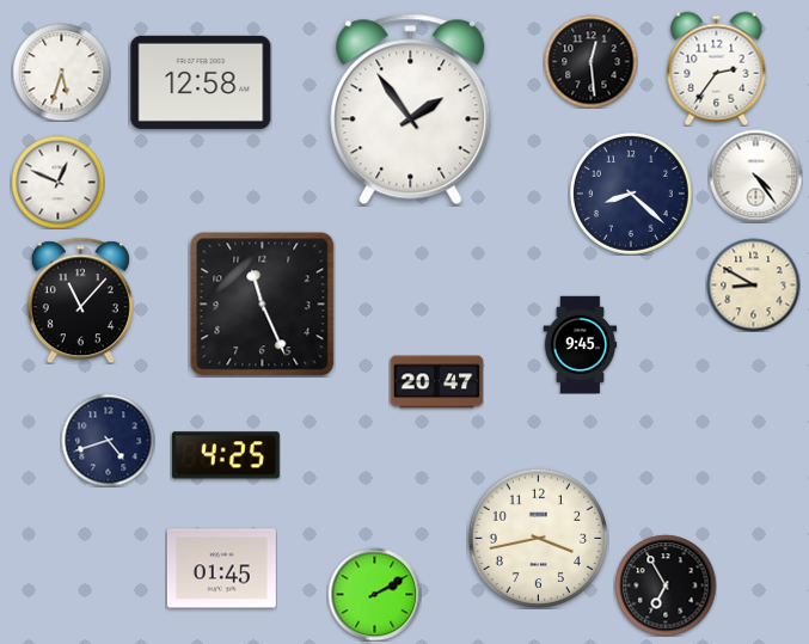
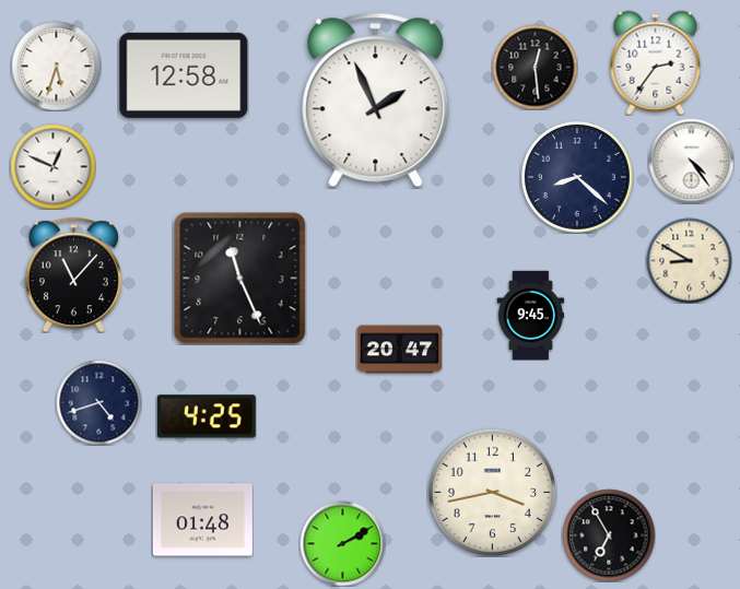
clock at (590, 61) position: (590, 61) -> (535, 67)
clock at (411, 110): 1:54 -> 1:56
clock at (221, 569): 01:45 -> 01:48
